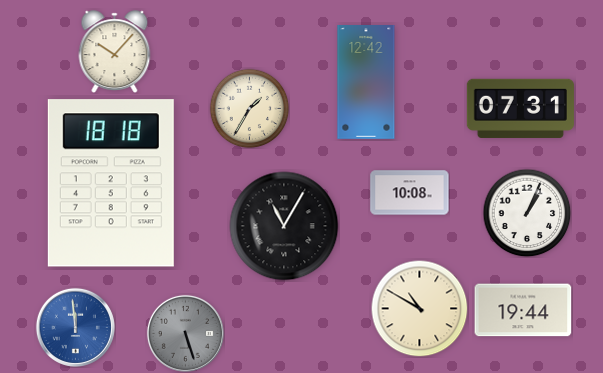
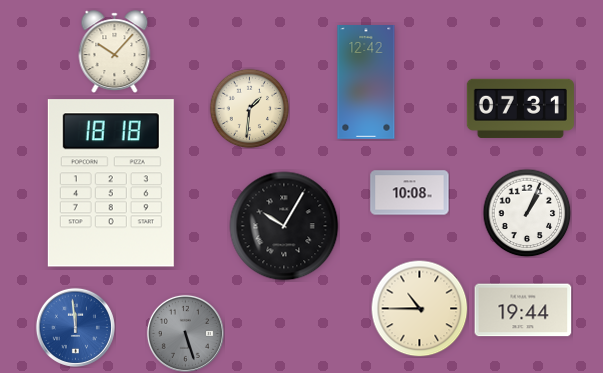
clock at (249, 108): 1:35 -> 1:31
clock at (284, 226): 11:05 -> 10:05
clock at (419, 308): 10:50 -> 10:45
